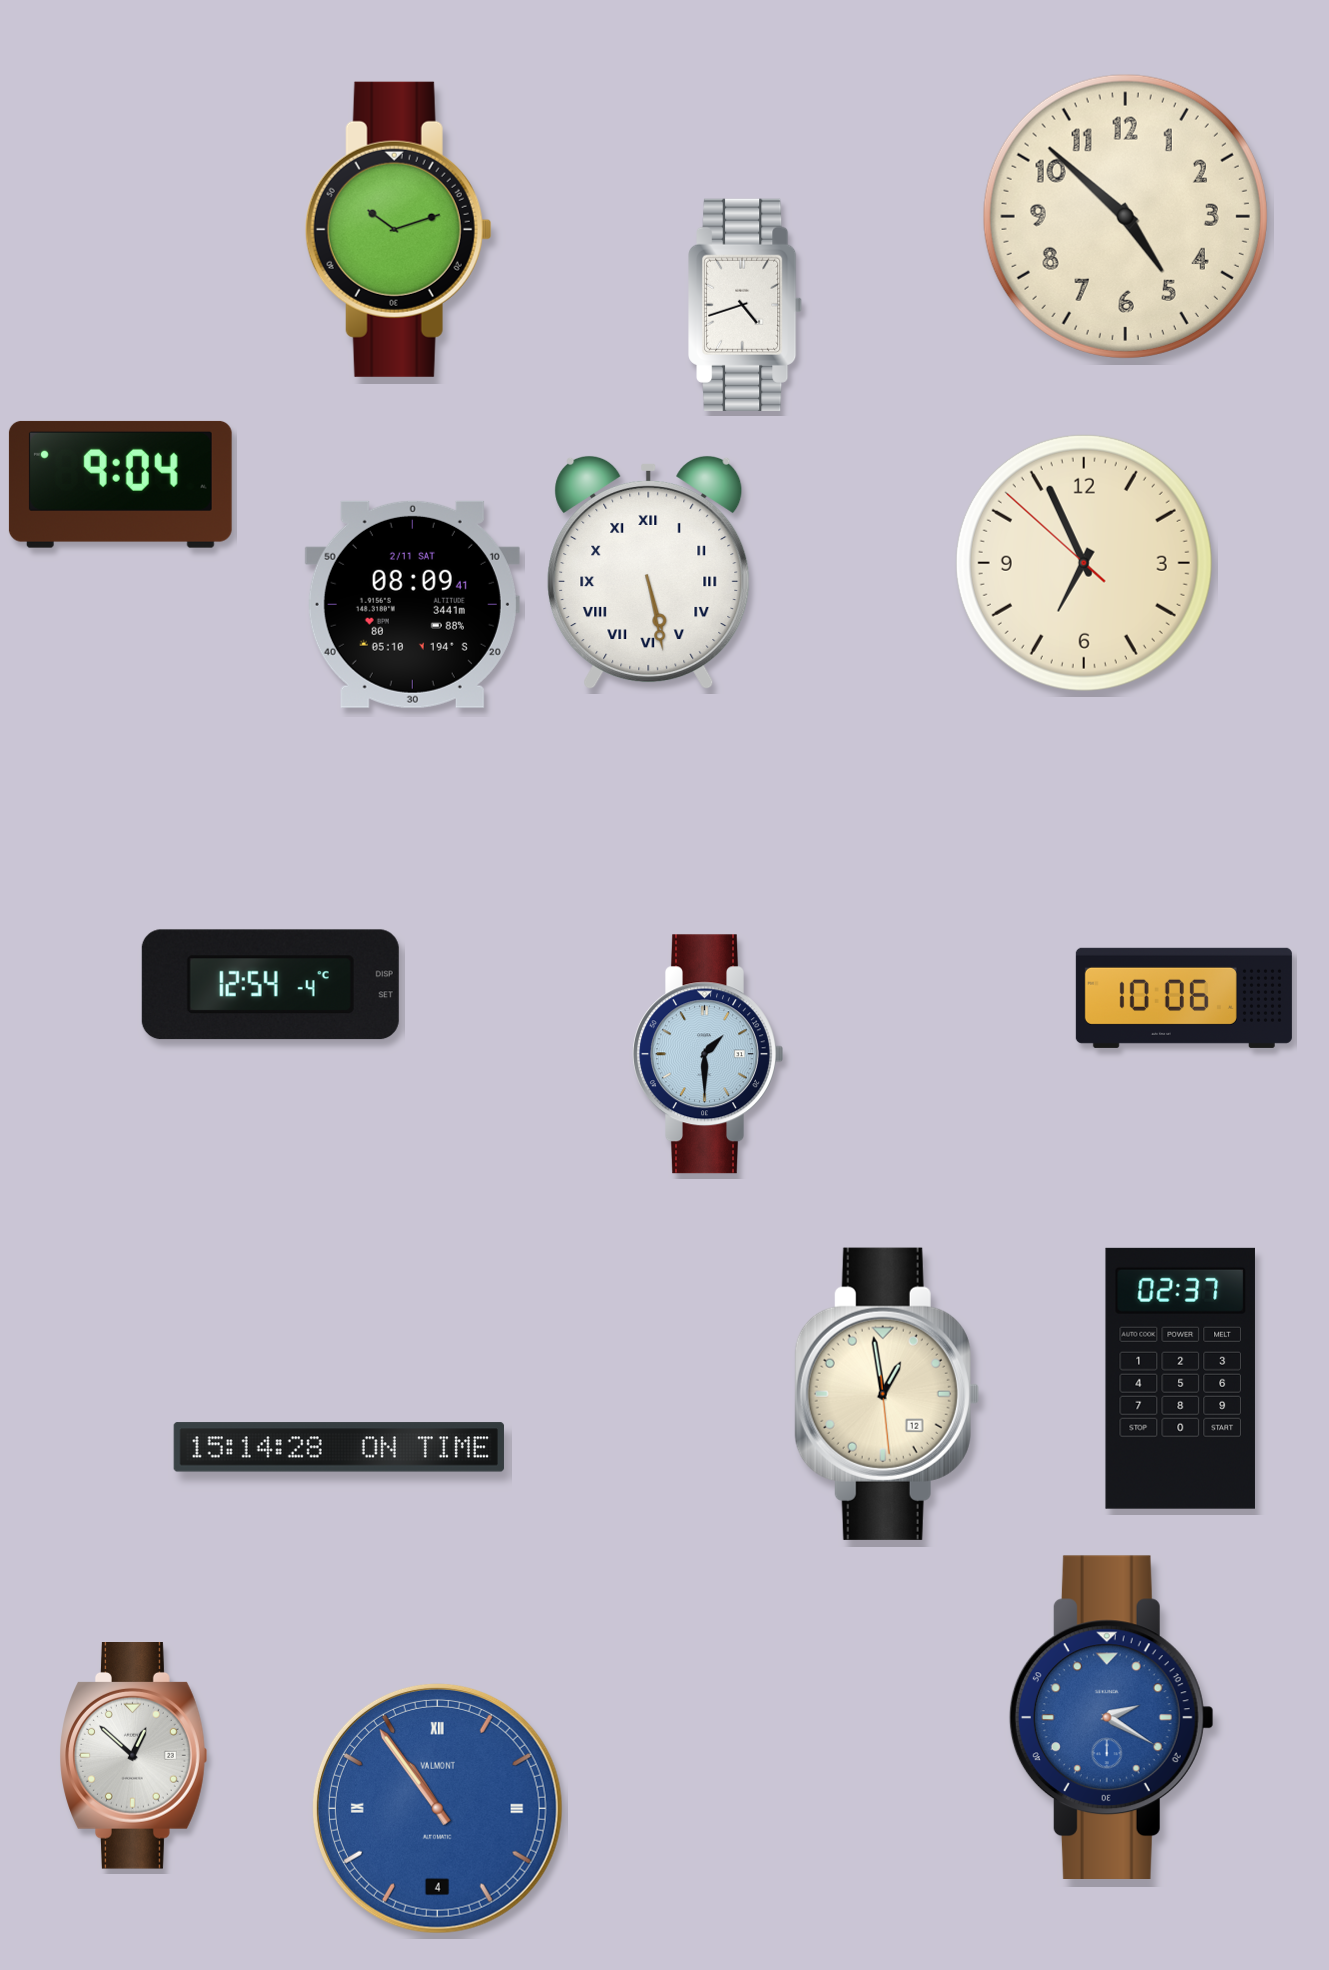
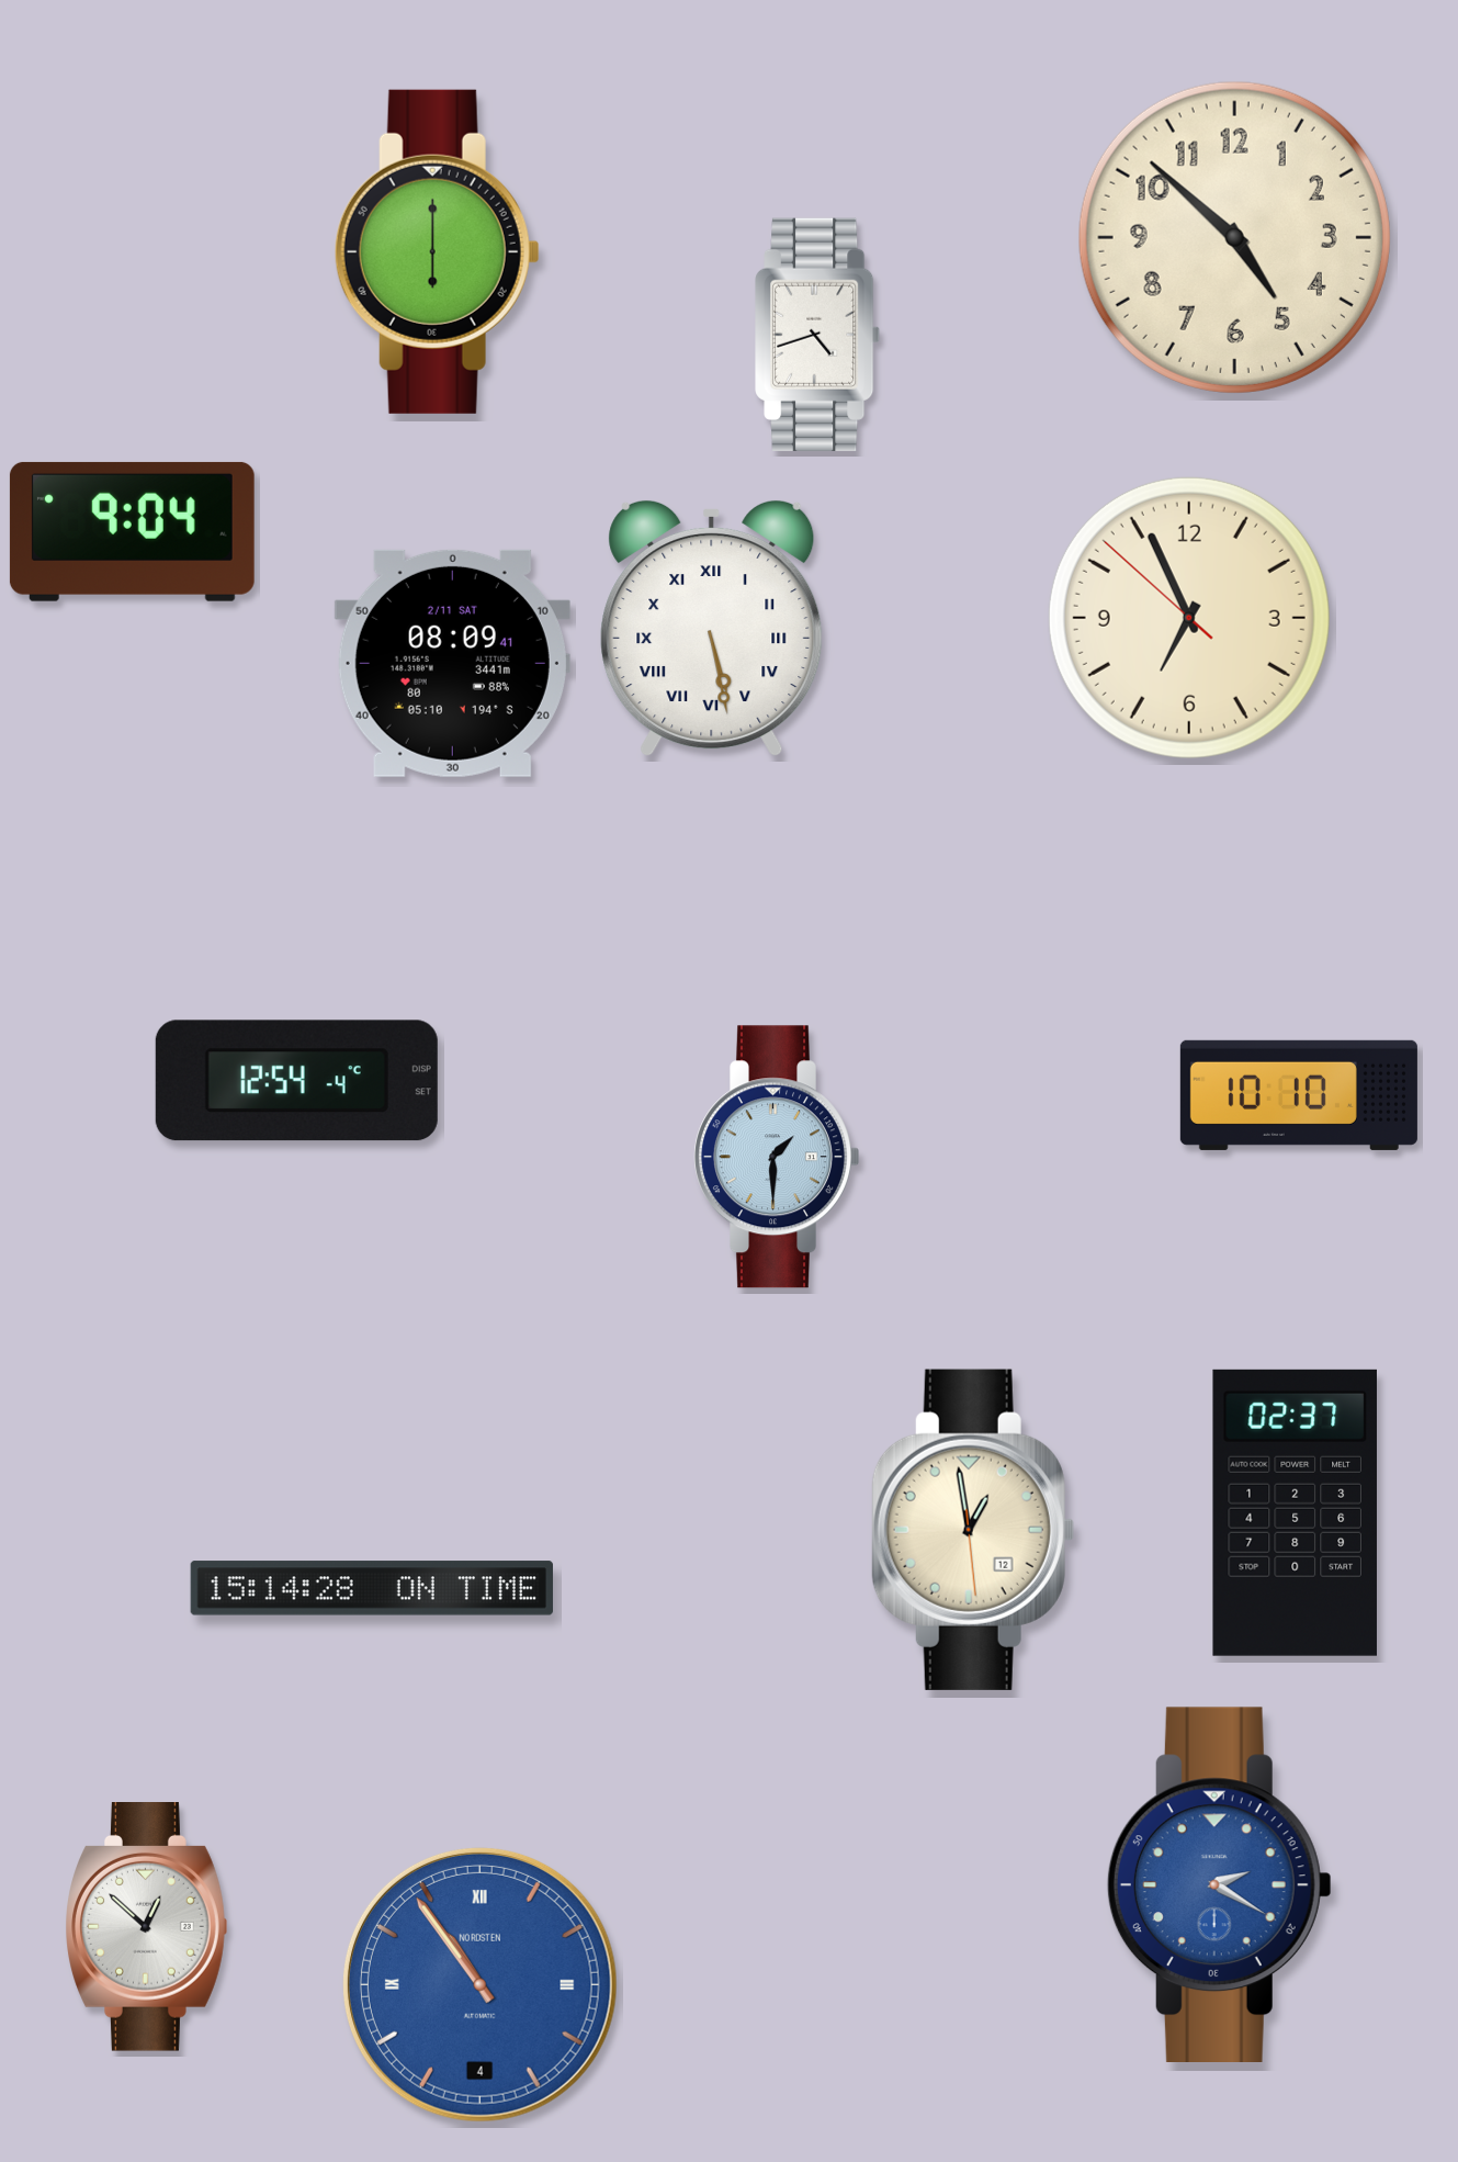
clock at (398, 229): 10:12 -> 6:00
clock at (1184, 998): 10:06 -> 10:10
clock at (437, 1808) brand: VALMONT -> NORDSTEN
